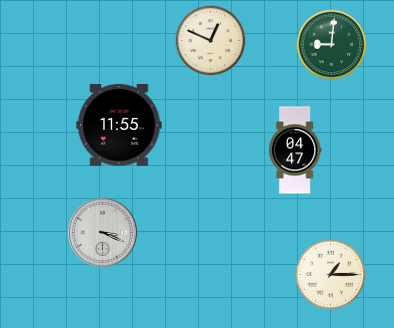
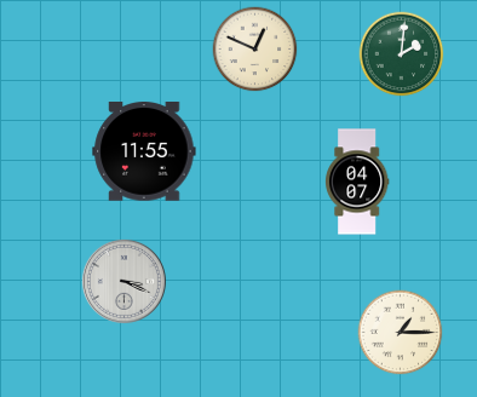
clock at (332, 45): 9:01 -> 2:01
clock at (295, 150): 04:47 -> 04:07
